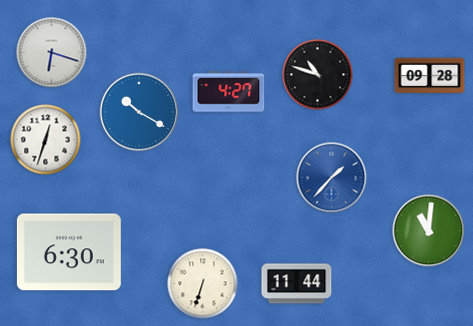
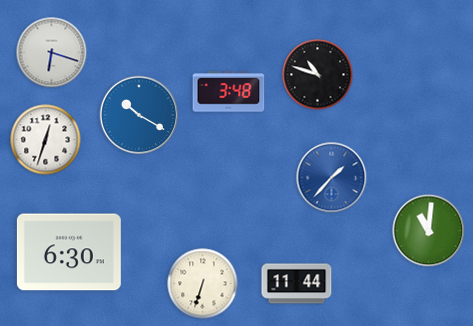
clock at (430, 76): 09:28 -> none
clock at (229, 92): 4:27 -> 3:48
clock at (139, 112) position: (139, 112) -> (139, 115)
